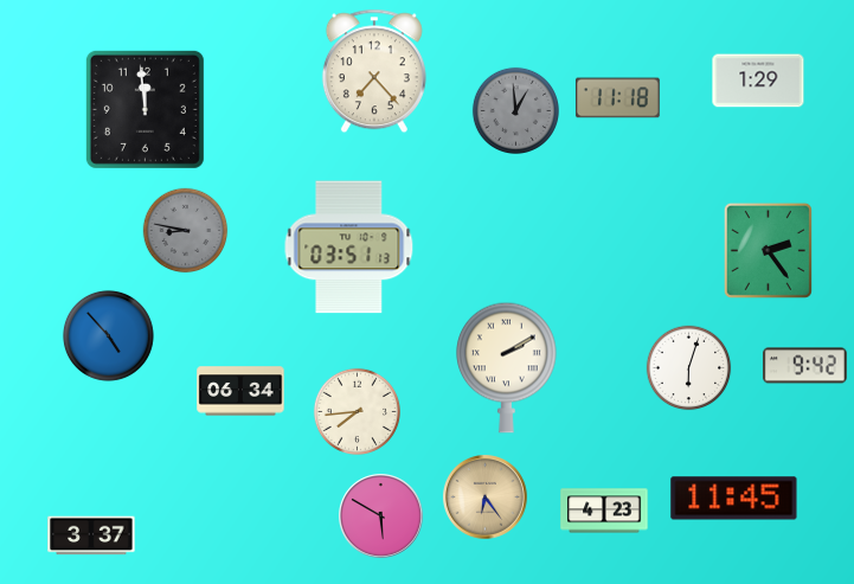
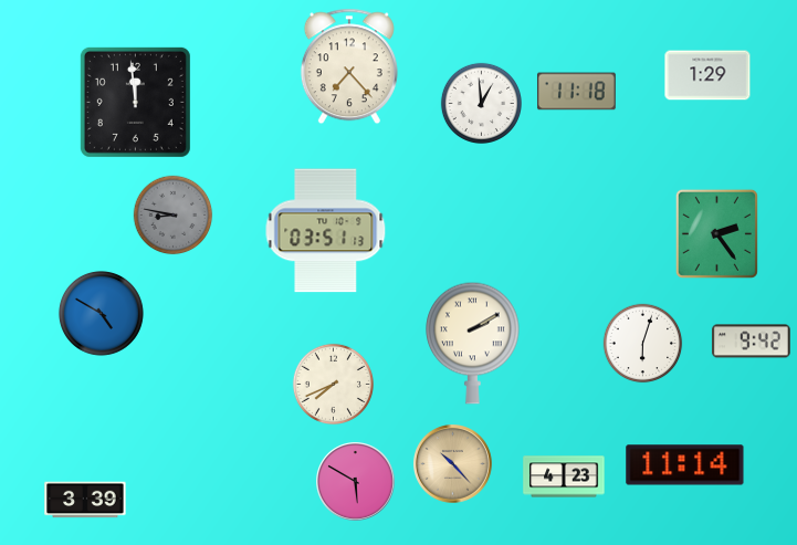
clock at (515, 110) dial: grey -> white
clock at (108, 335): 4:53 -> 4:50
clock at (240, 391): 06:34 -> none
clock at (357, 411): 7:44 -> 7:41
clock at (486, 498): 6:24 -> 10:23
clock at (734, 499): 11:45 -> 11:14
clock at (91, 535): 3:37 -> 3:39
